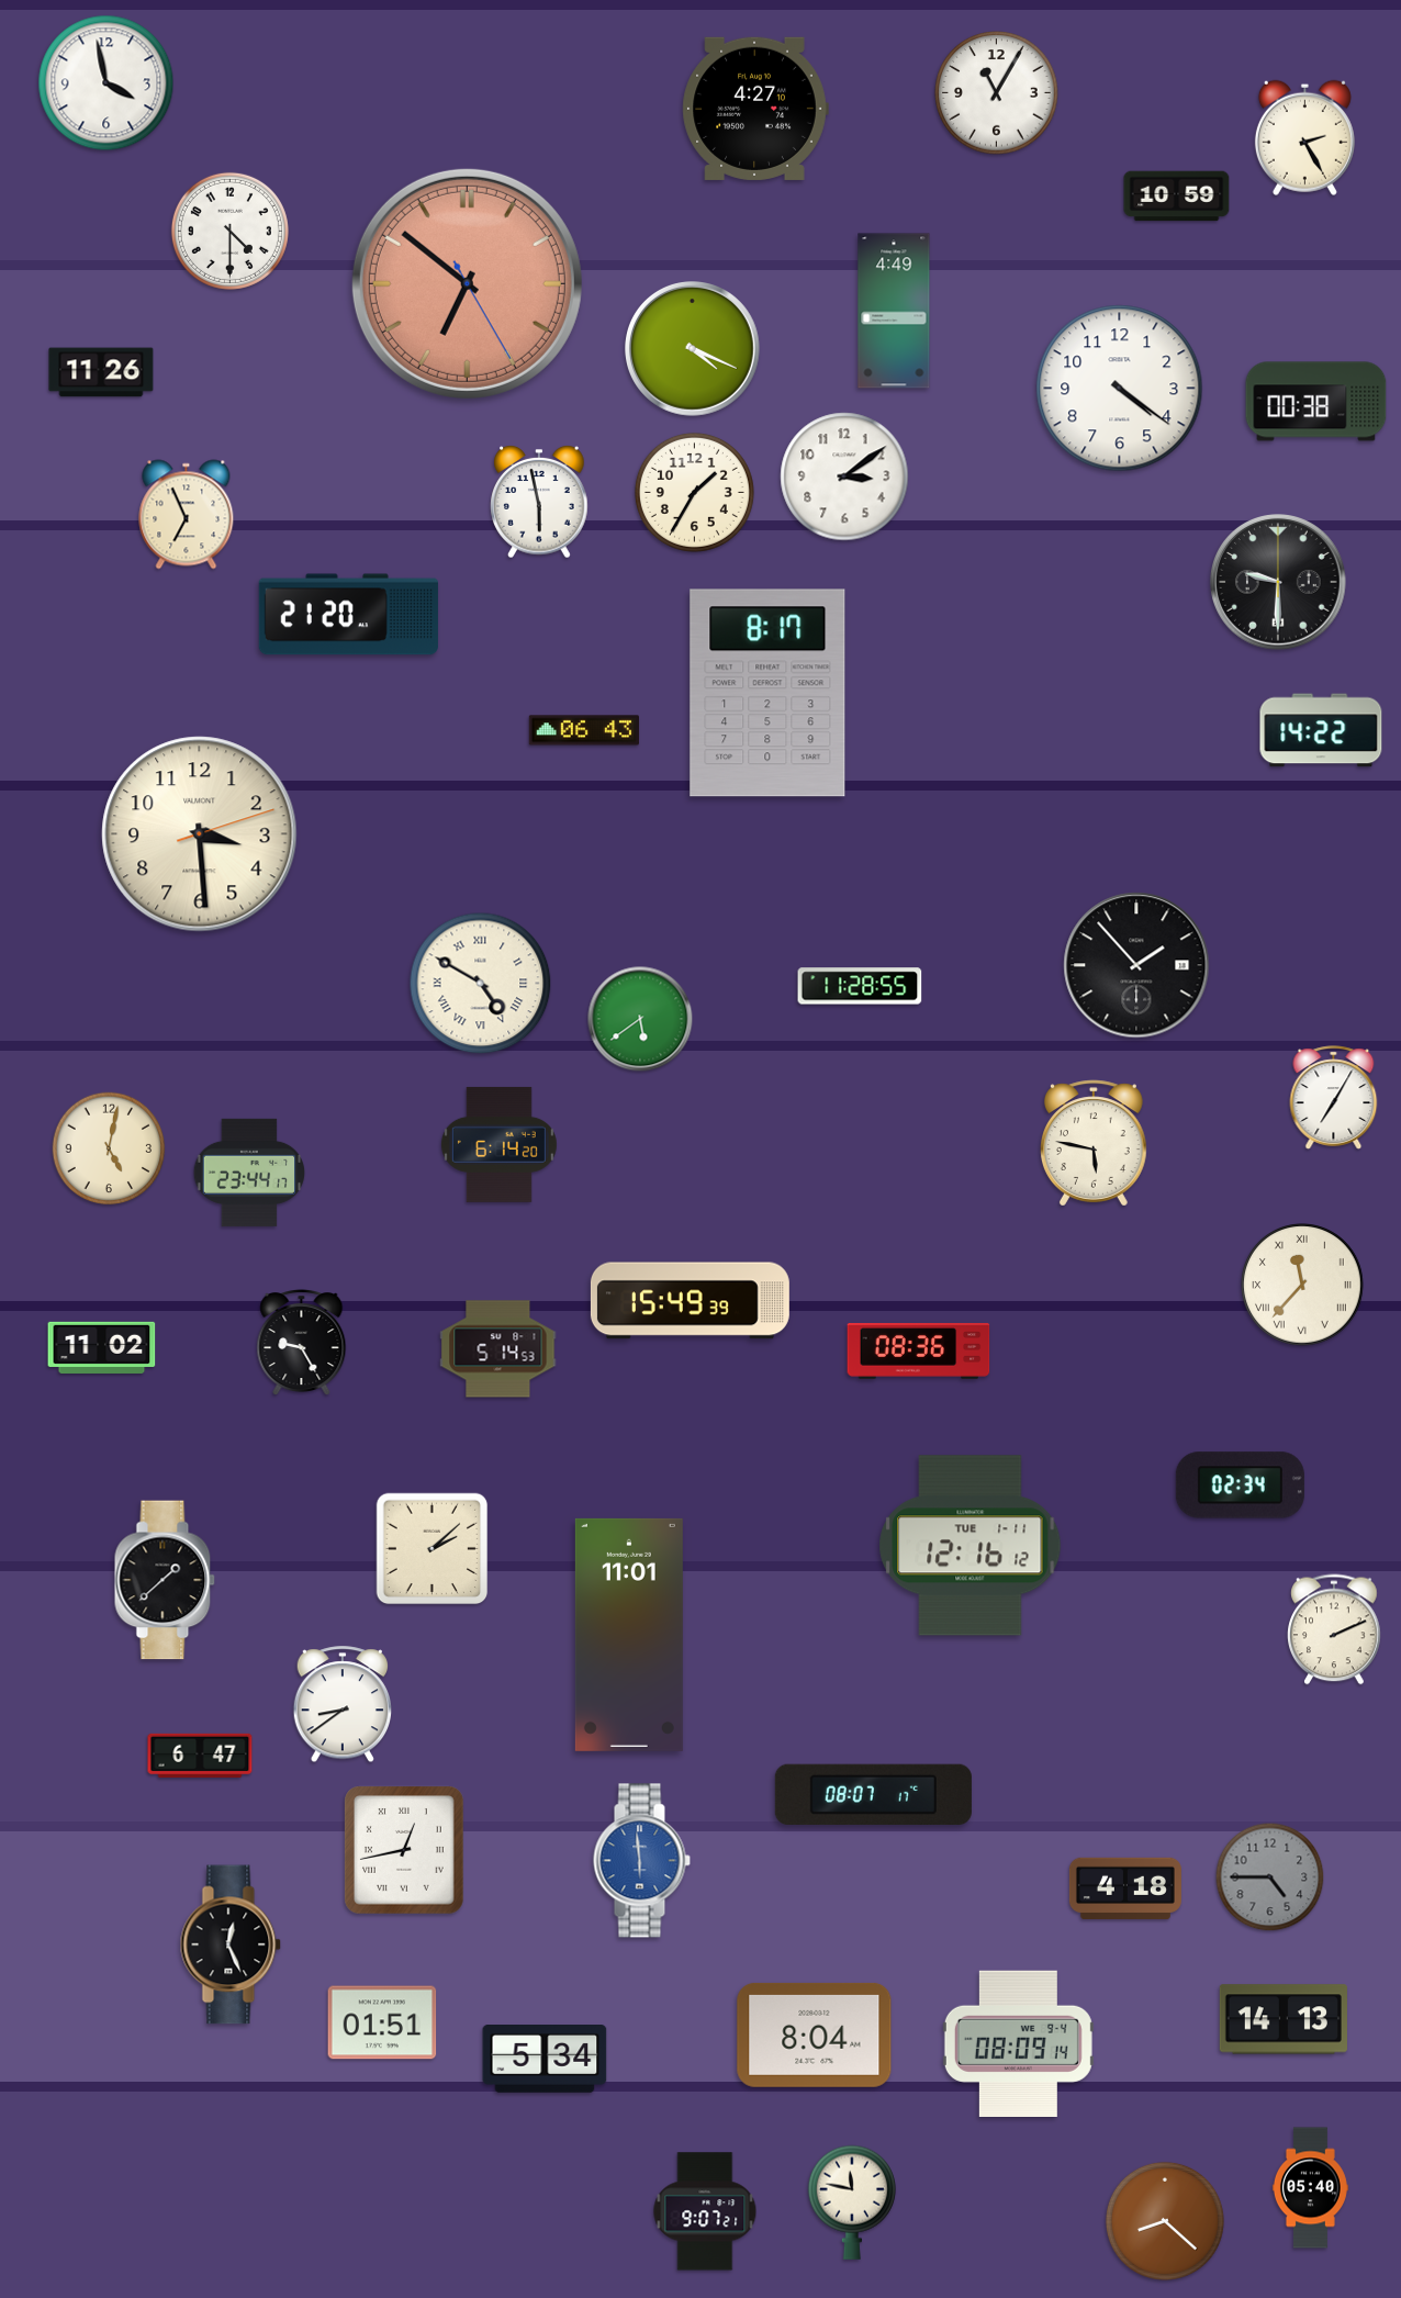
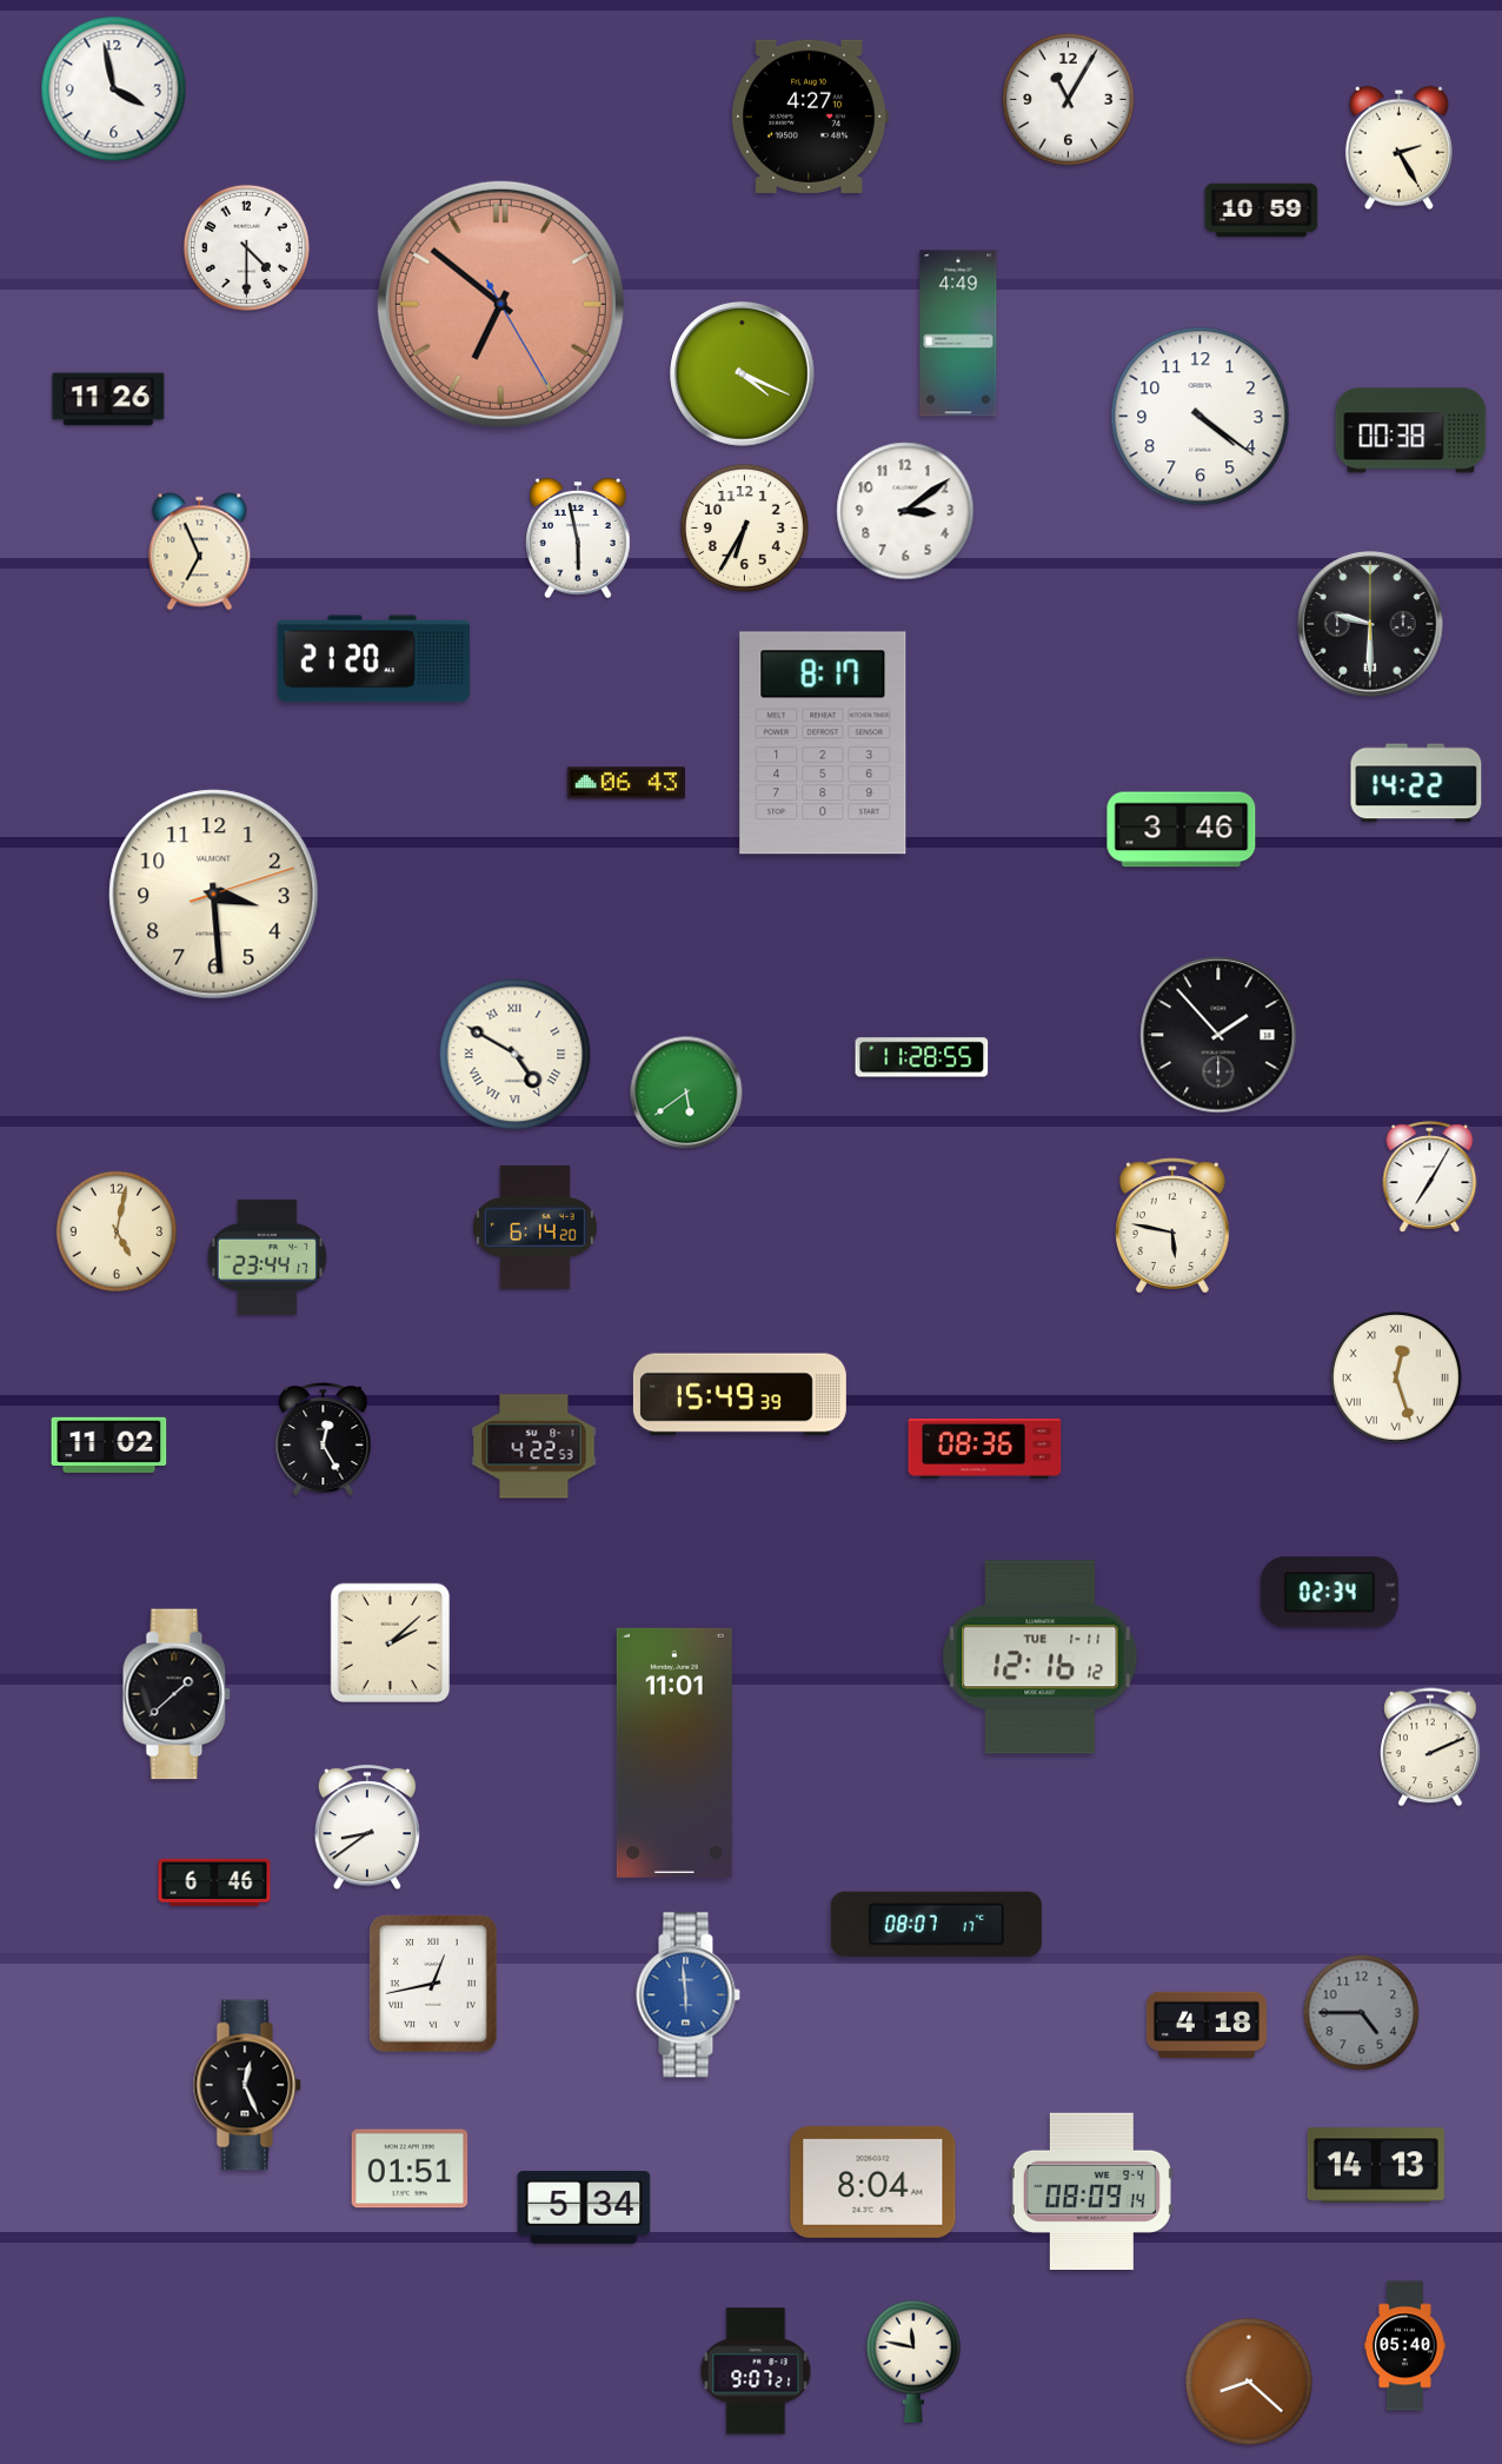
clock at (694, 492): 1:35 -> 6:35
clock at (1182, 830): none -> 3:46
clock at (1303, 1286): 11:37 -> 12:27
clock at (302, 1343): 9:25 -> 12:25
clock at (498, 1349): 5:14 -> 4:22
clock at (433, 1549) position: (433, 1549) -> (391, 1643)
clock at (200, 1755): 6:47 -> 6:46
